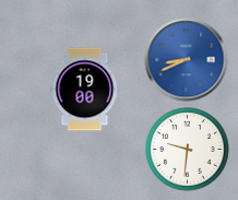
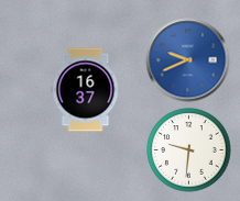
clock at (187, 60): 8:41 -> 9:41
clock at (85, 90): 19:00 -> 16:37
